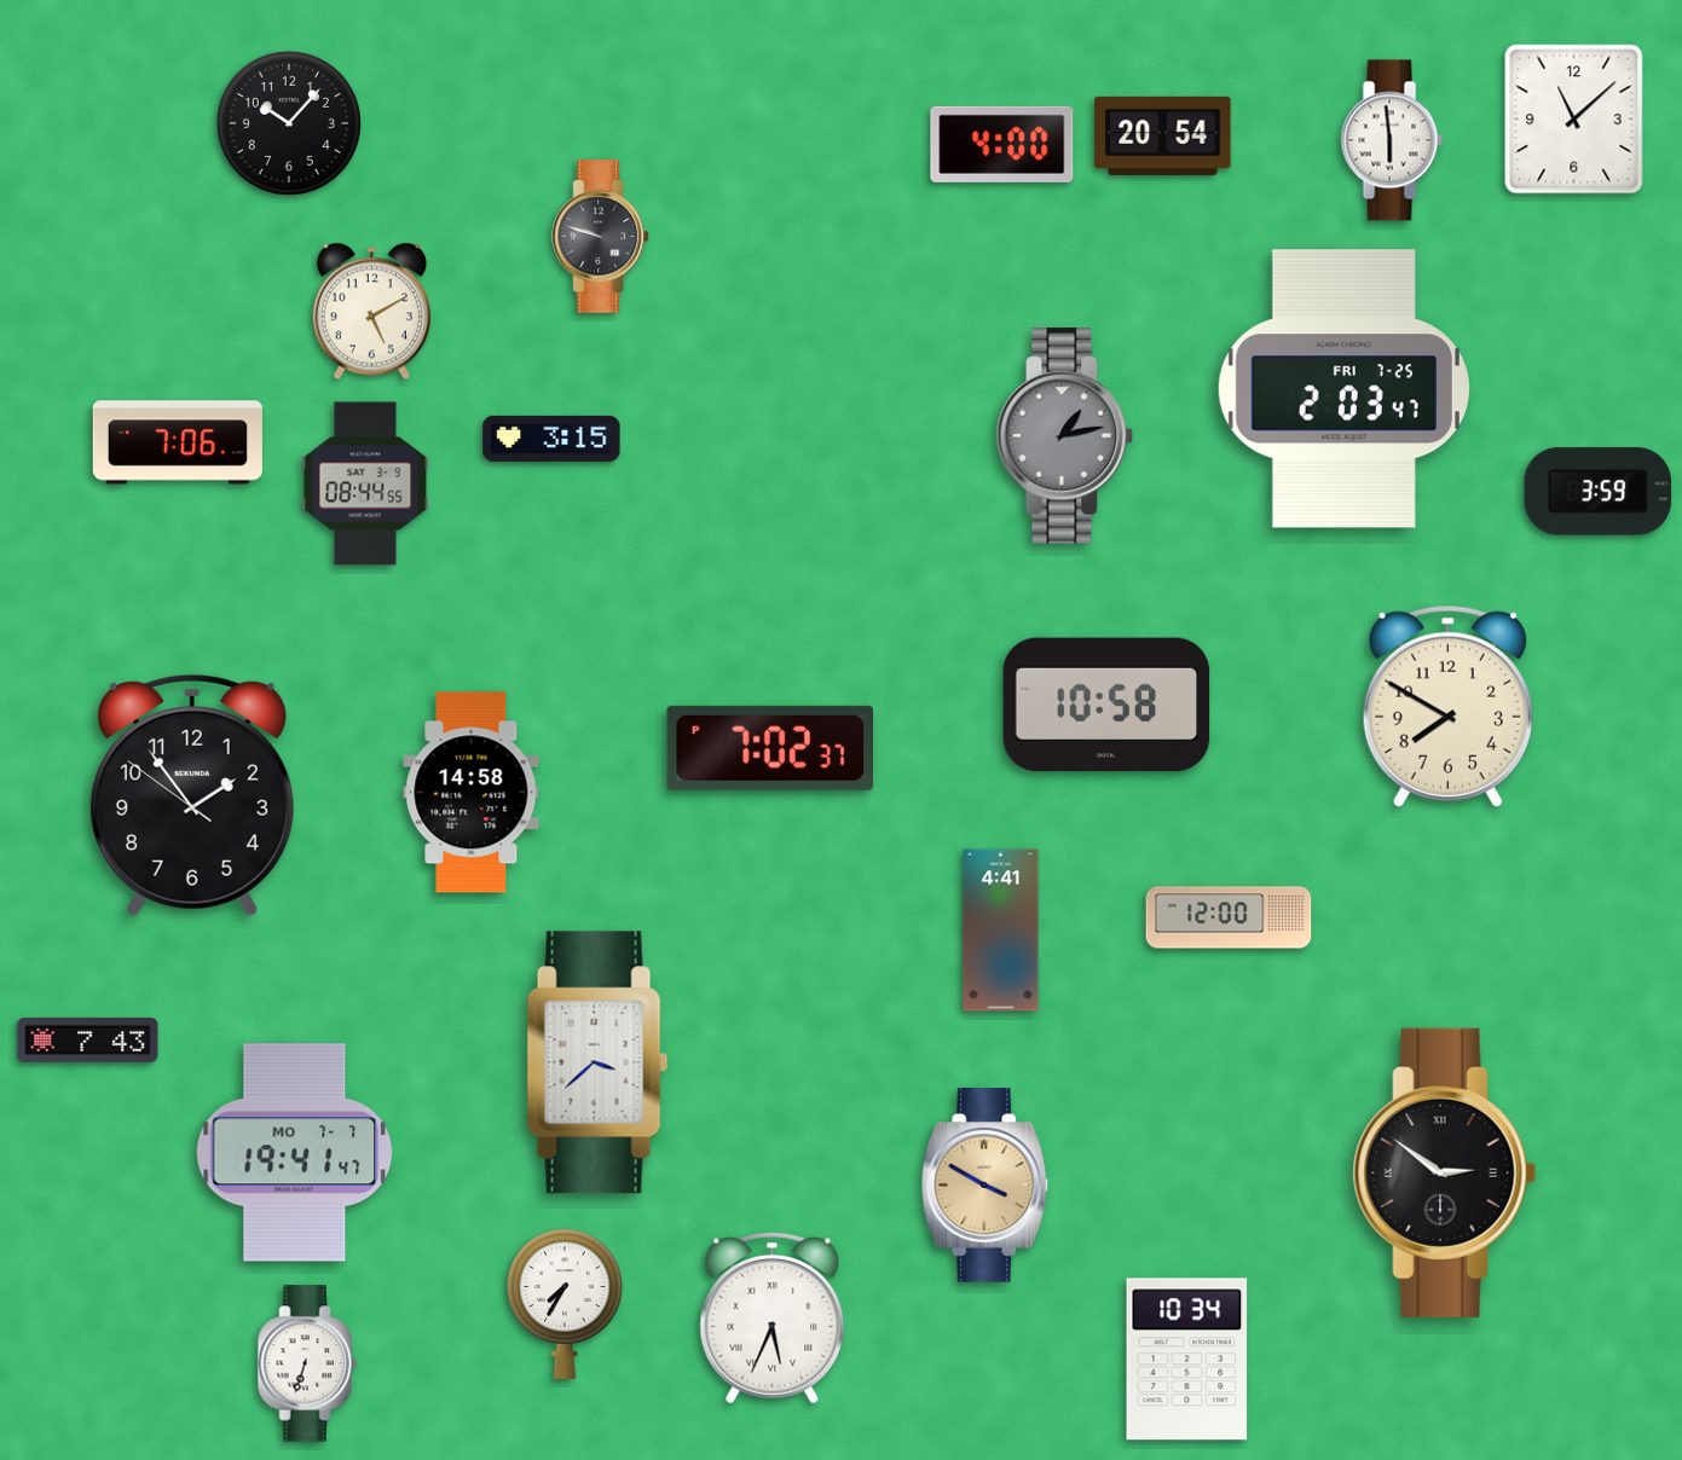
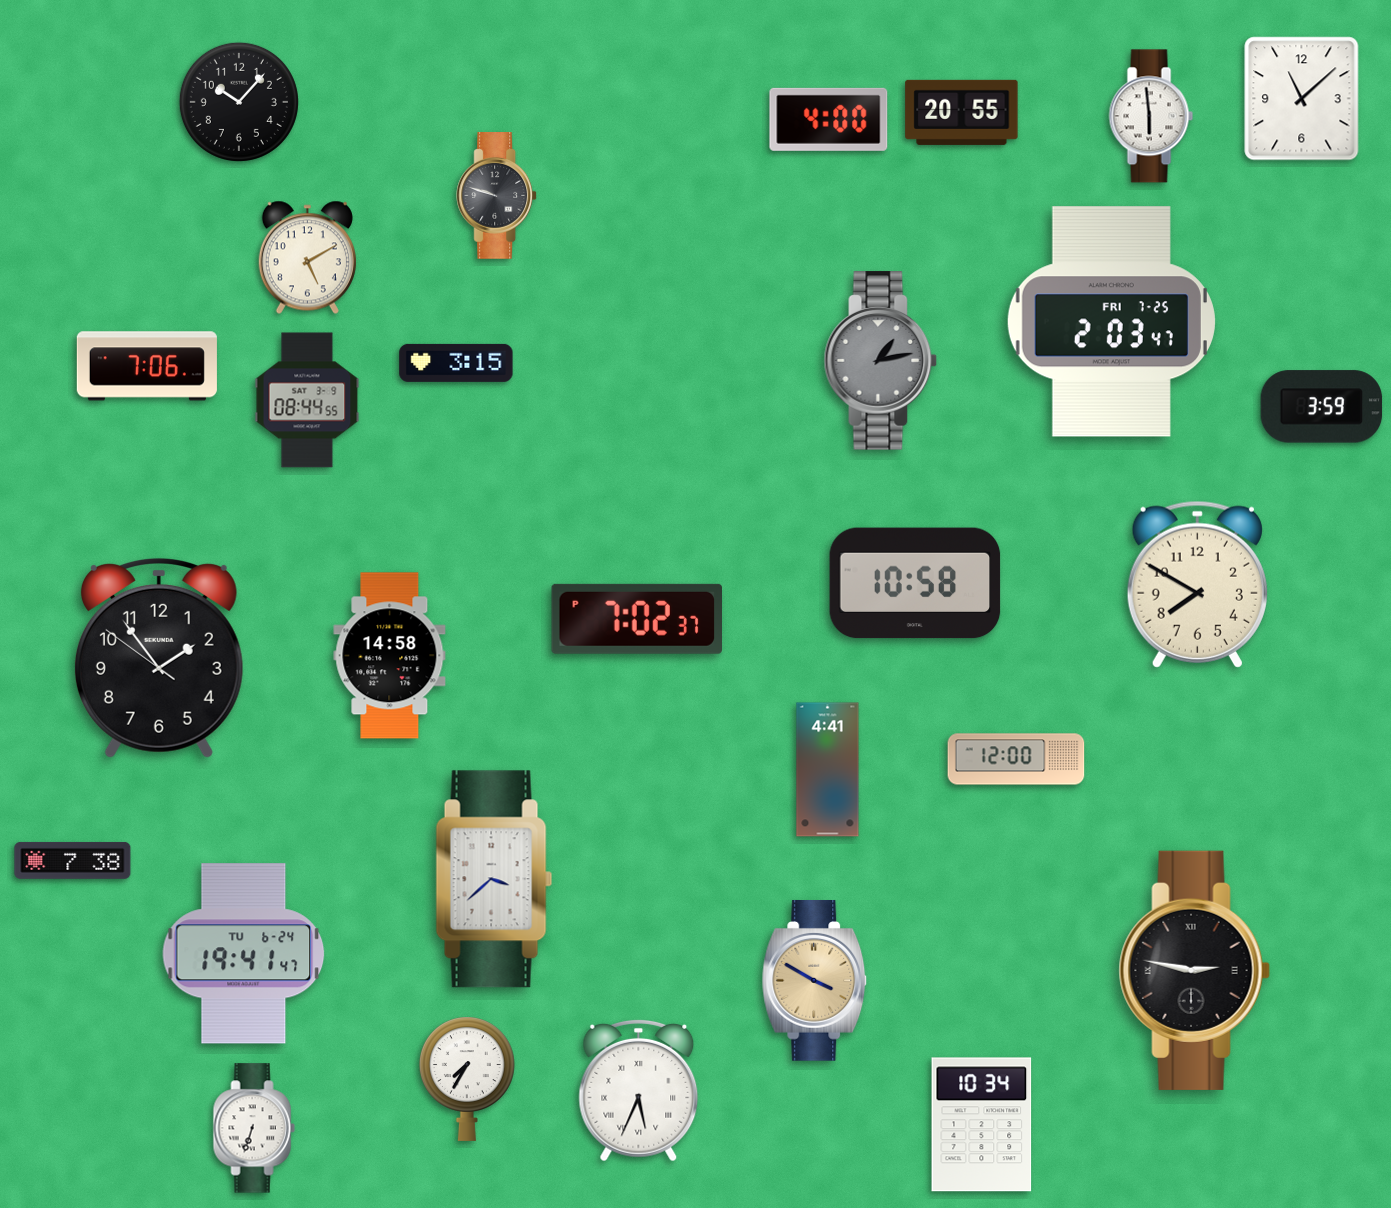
clock at (1163, 135): 20:54 -> 20:55
clock at (365, 483) position: (365, 483) -> (307, 400)
clock at (88, 1039): 7:43 -> 7:38
clock at (295, 1153) date: MO 7-7 -> TU 6-24
clock at (1444, 1172): 2:51 -> 2:47
